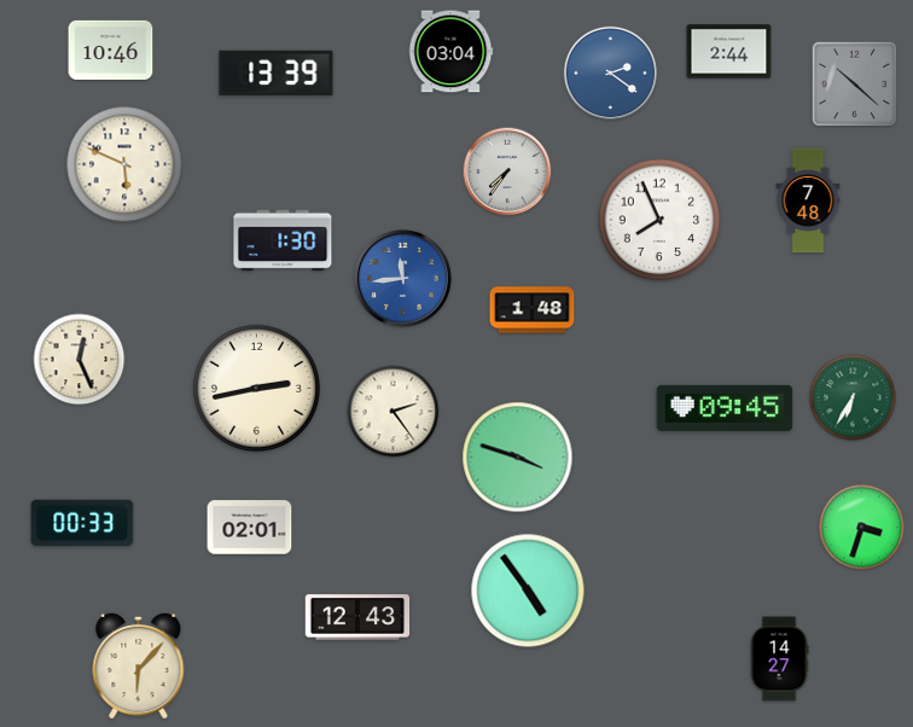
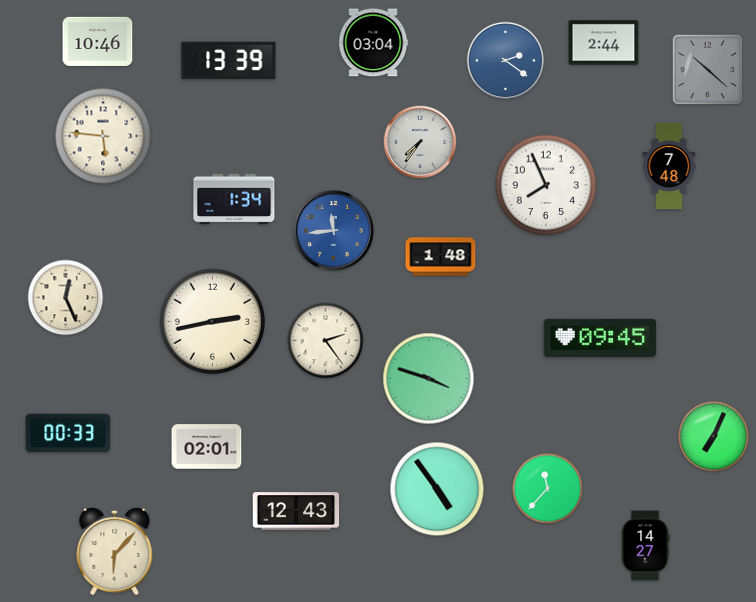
clock at (111, 50) position: (111, 50) -> (98, 41)
clock at (124, 164): 5:49 -> 5:46
clock at (659, 220) position: (659, 220) -> (546, 185)
clock at (283, 240): 1:30 -> 1:34
clock at (853, 397): 6:35 -> none
clock at (250, 528) position: (250, 528) -> (207, 447)
clock at (862, 528): 3:33 -> 7:04
clock at (548, 489): none -> 11:37
